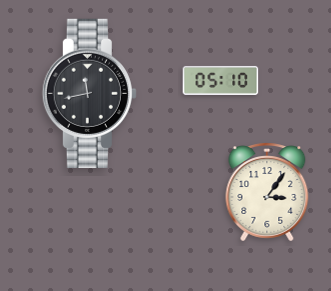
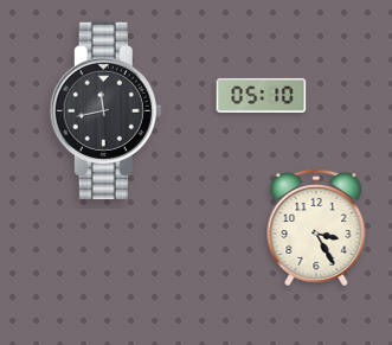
clock at (267, 192): 3:06 -> 3:25
